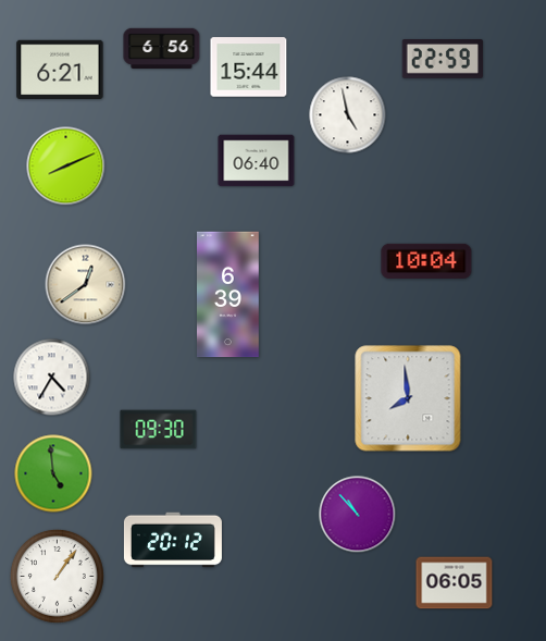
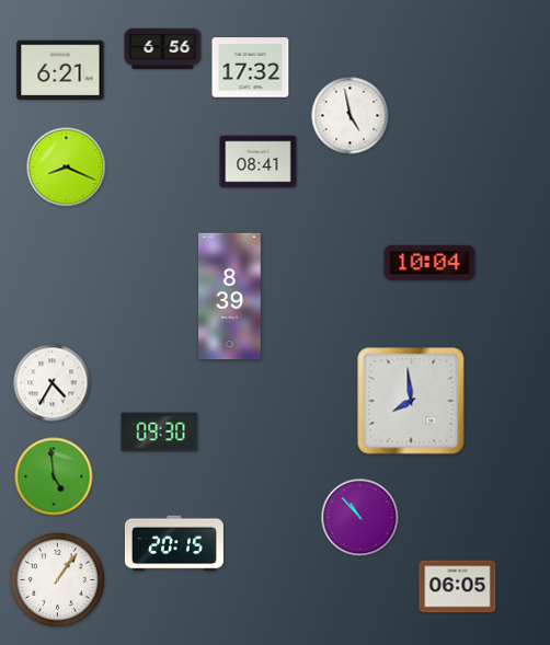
clock at (442, 60): 22:59 -> none
clock at (249, 67): 15:44 -> 17:32
clock at (257, 161): 06:40 -> 08:41
clock at (66, 167): 8:11 -> 8:19
clock at (86, 285): 12:39 -> none
clock at (228, 295): 6:39 -> 8:39
clock at (52, 378) position: (52, 378) -> (53, 383)
clock at (173, 540): 20:12 -> 20:15
